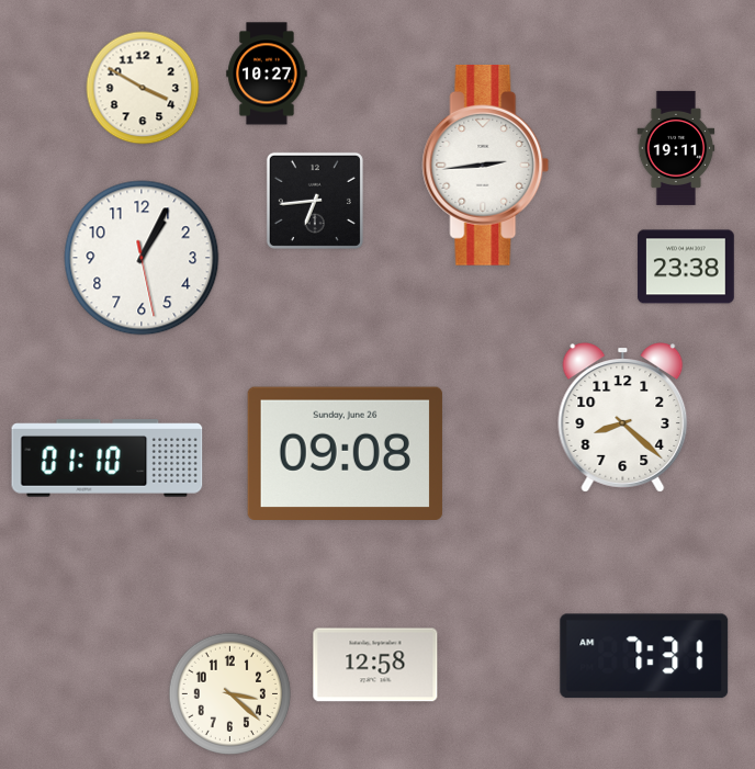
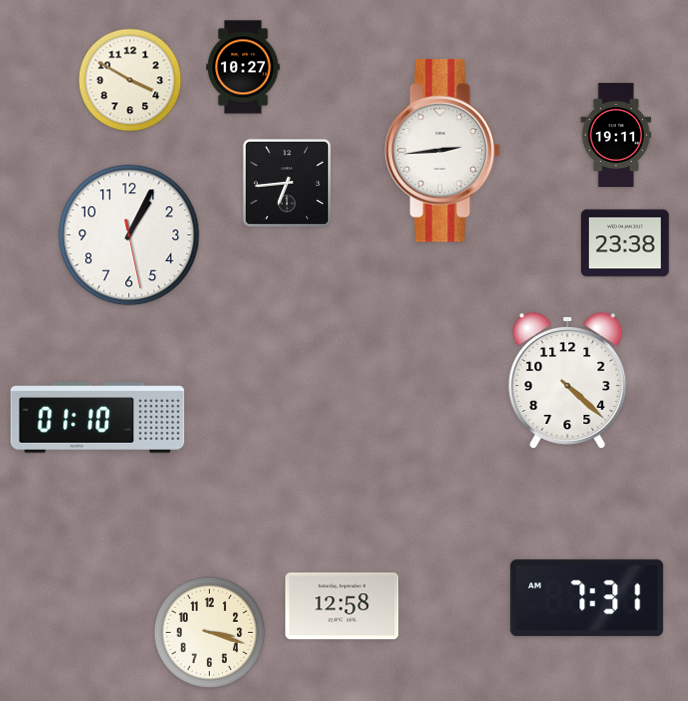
clock at (623, 418): 8:22 -> 4:22
clock at (345, 453): 09:08 -> none
clock at (229, 693): 3:22 -> 3:18
